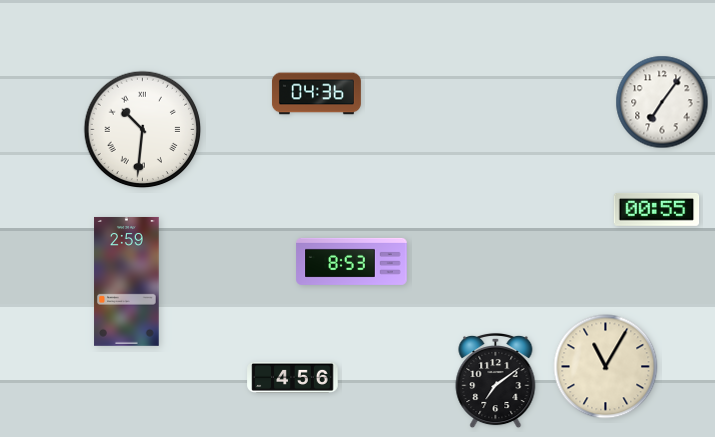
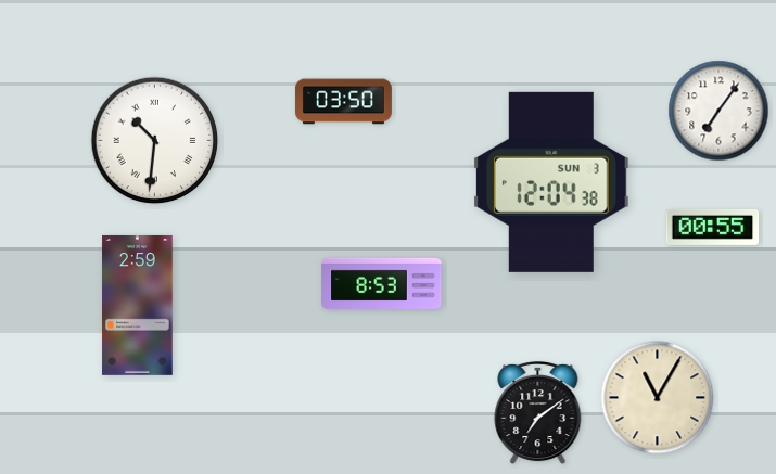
clock at (316, 94): 04:36 -> 03:50
clock at (552, 182): none -> 12:04
clock at (293, 377): 4:56 -> none
